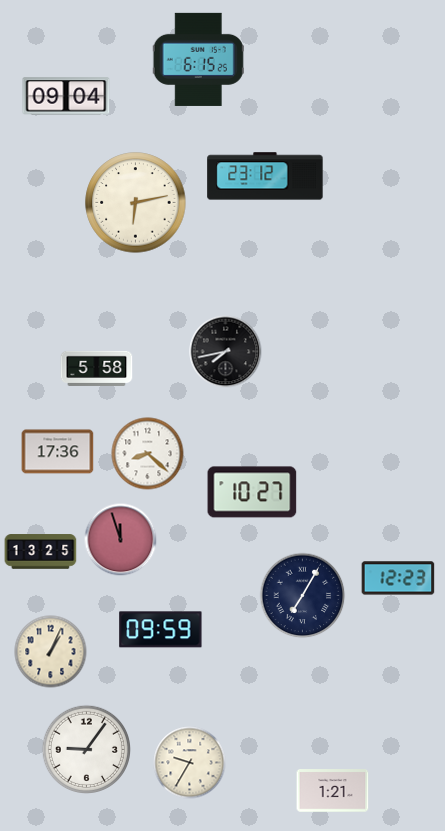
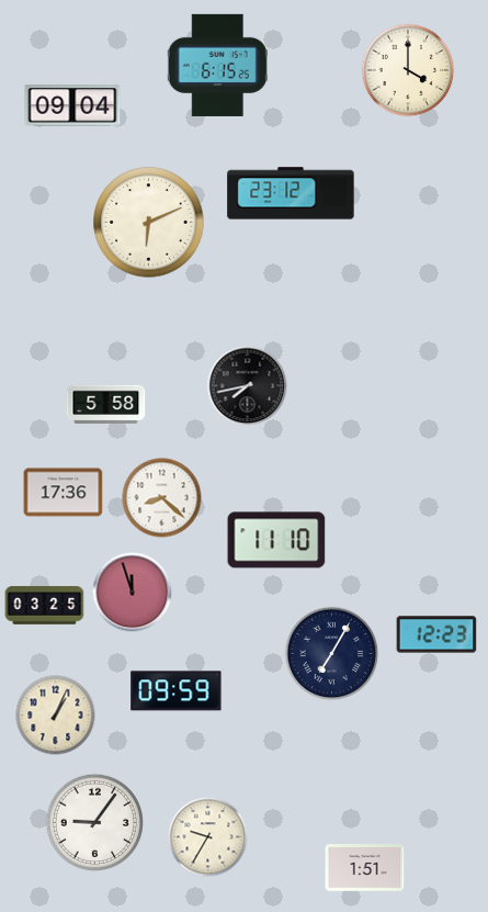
clock at (408, 70): none -> 4:00
clock at (136, 203): 6:13 -> 6:11
clock at (58, 452) position: (58, 452) -> (64, 493)
clock at (252, 492): 10:27 -> 11:10
clock at (41, 552): 13:25 -> 03:25
clock at (333, 791): 1:21 -> 1:51
